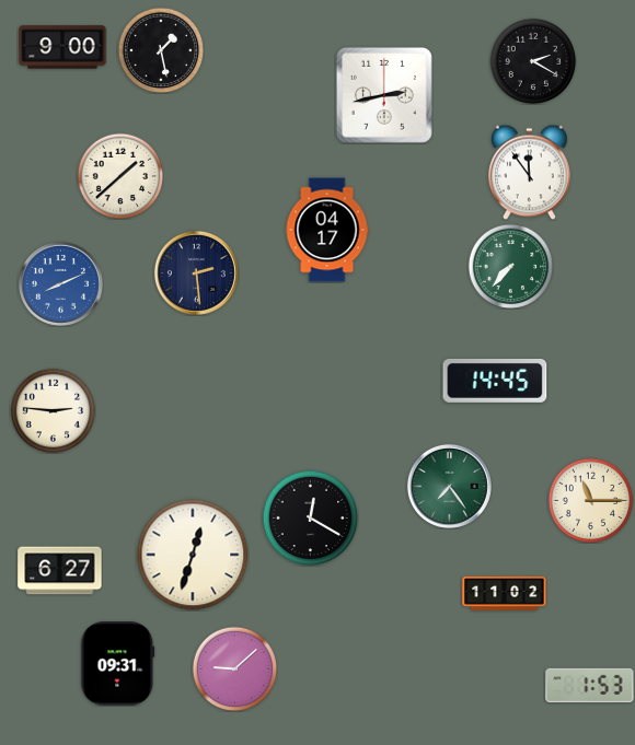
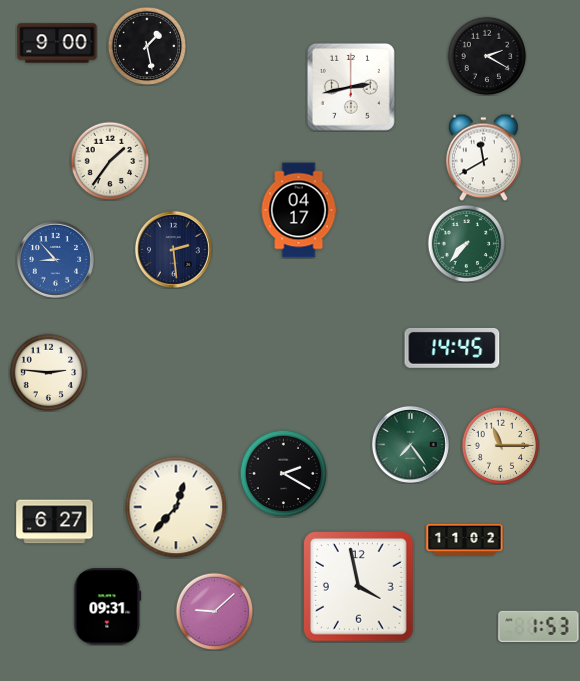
clock at (530, 172): 11:54 -> 11:40
clock at (120, 176): 1:38 -> 1:36
clock at (196, 272) position: (196, 272) -> (173, 249)
clock at (60, 283): 8:11 -> 8:53
clock at (53, 410) position: (53, 410) -> (48, 372)
clock at (590, 500) position: (590, 500) -> (500, 445)
clock at (310, 517): 12:20 -> 2:20
clock at (193, 555): 12:33 -> 12:37
clock at (505, 593) position: (505, 593) -> (465, 539)
clock at (359, 587): none -> 3:58
